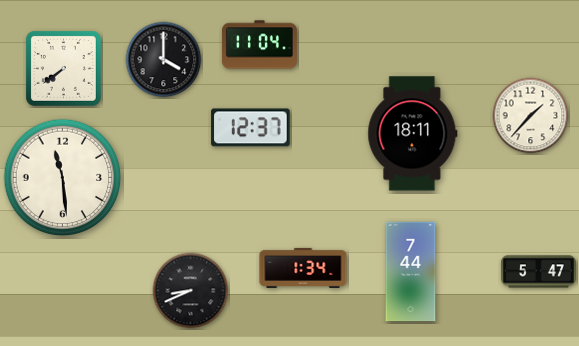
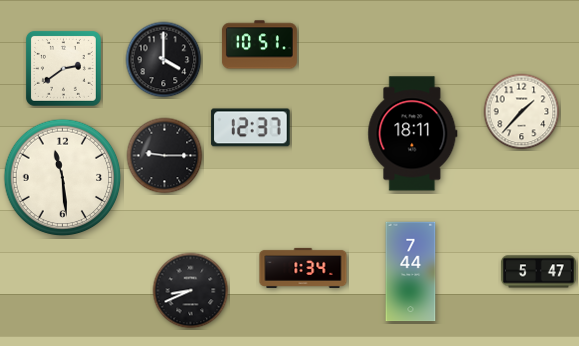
clock at (259, 45): 11:04 -> 10:51
clock at (63, 68): 7:39 -> 2:39
clock at (531, 116) position: (531, 116) -> (522, 112)
clock at (165, 156): none -> 9:15
